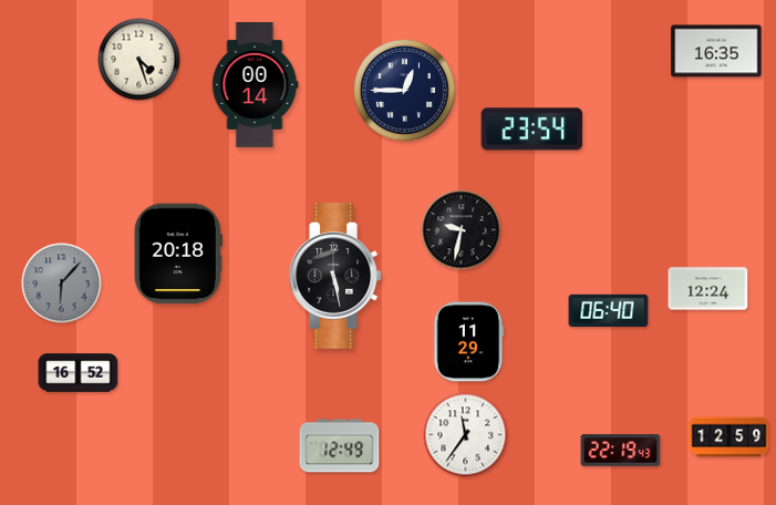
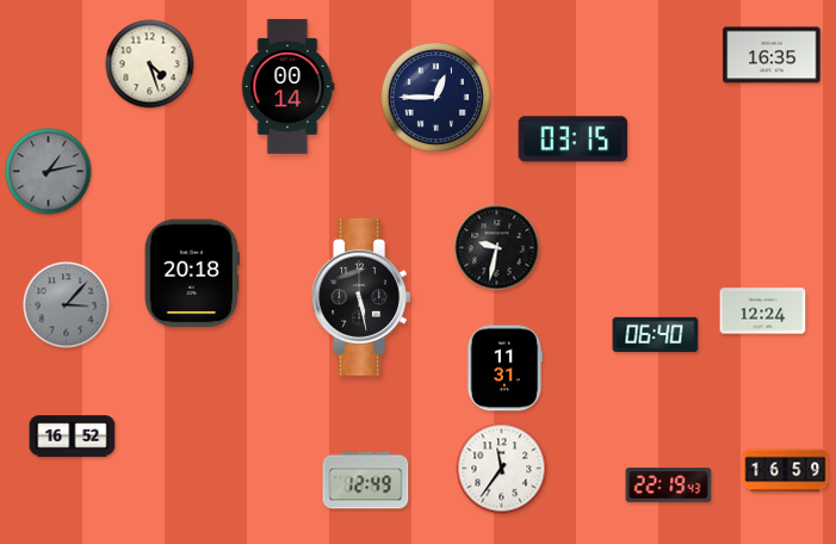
clock at (255, 84) position: (255, 84) -> (287, 86)
clock at (532, 130): 23:54 -> 03:15
clock at (49, 172): none -> 1:13
clock at (62, 284): 6:07 -> 3:07
clock at (469, 342): 11:29 -> 11:31
clock at (79, 373) position: (79, 373) -> (73, 437)
clock at (730, 437): 12:59 -> 16:59
